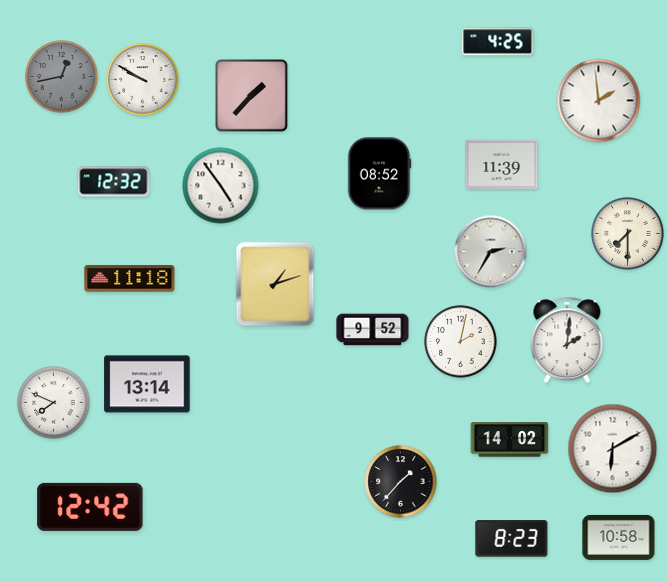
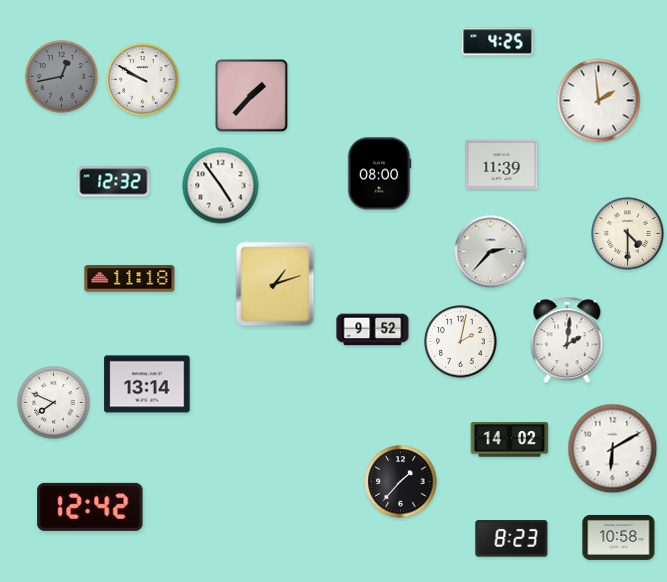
clock at (379, 174): 08:52 -> 08:00
clock at (628, 234): 7:30 -> 4:30
clock at (491, 252): 2:35 -> 2:37
